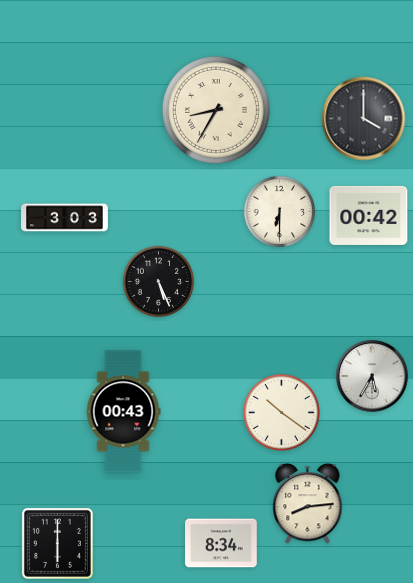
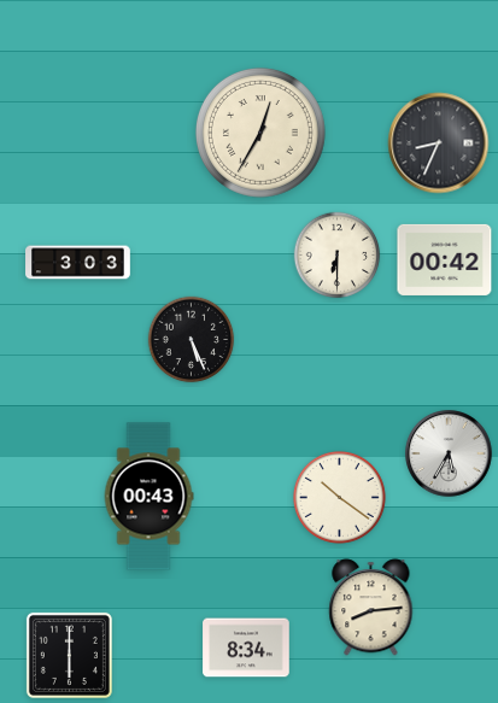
clock at (216, 110): 8:35 -> 12:35
clock at (364, 119): 4:00 -> 8:34
clock at (221, 543) position: (221, 543) -> (246, 648)
